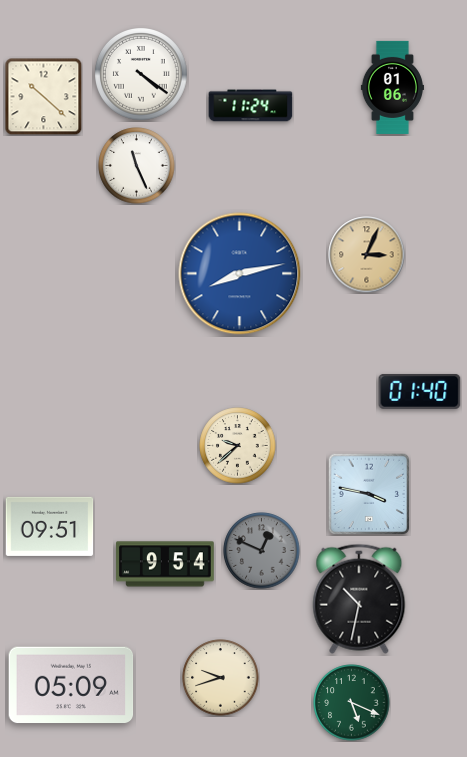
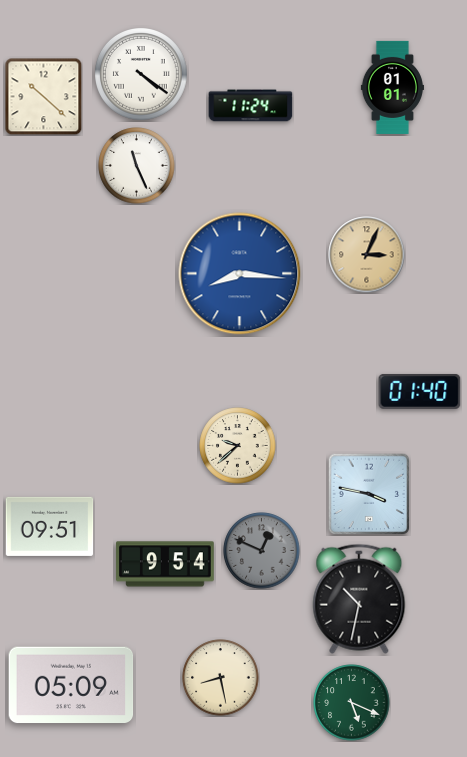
clock at (392, 87): 01:06 -> 01:01
clock at (240, 274): 8:13 -> 8:16
clock at (221, 678): 9:42 -> 8:28
